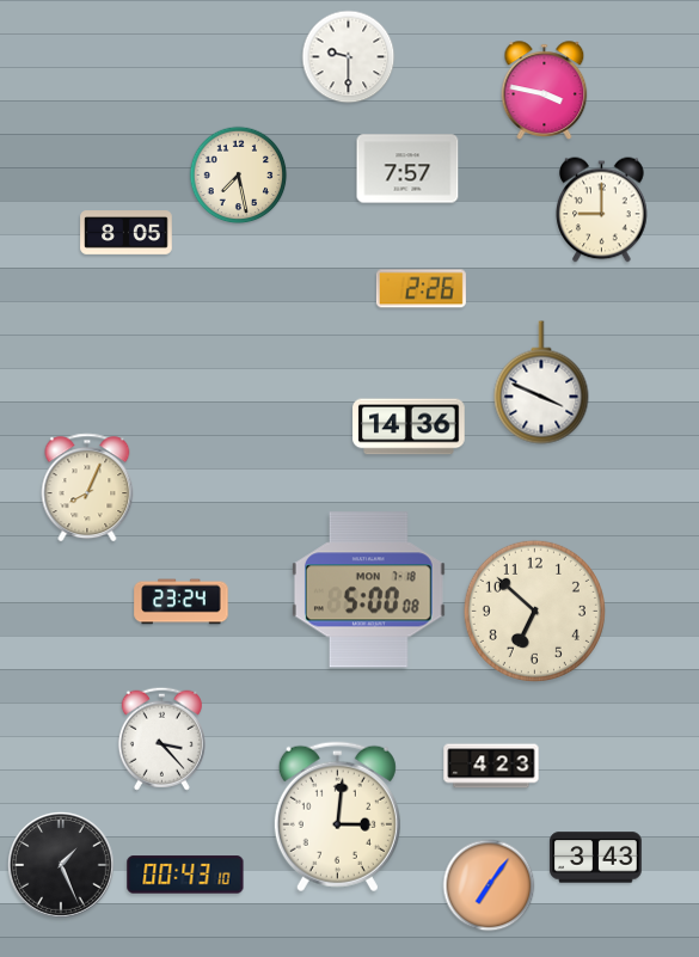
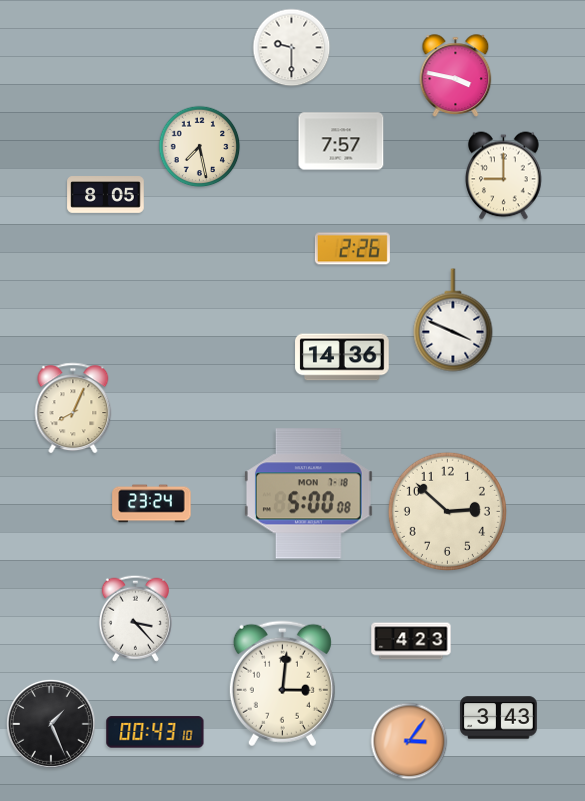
clock at (421, 289) position: (421, 289) -> (352, 249)
clock at (534, 611): 6:52 -> 2:52
clock at (489, 885): 7:06 -> 3:06
